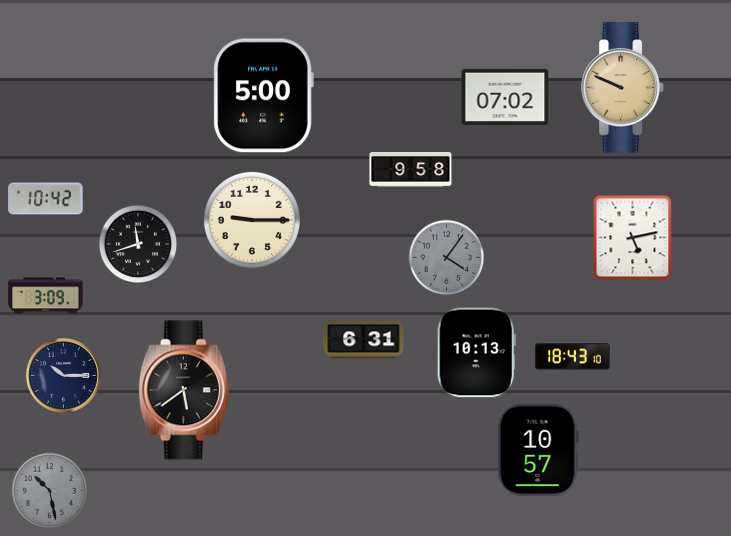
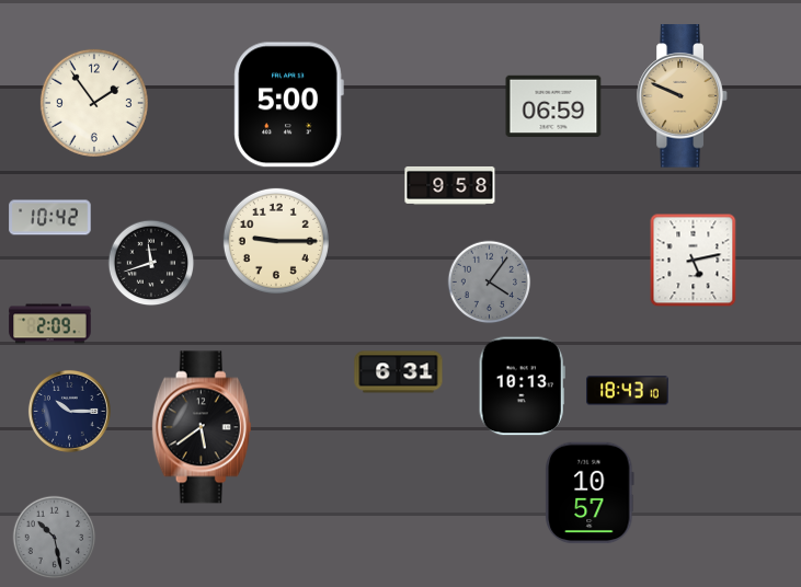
clock at (94, 103): none -> 1:54
clock at (505, 96): 07:02 -> 06:59
clock at (138, 244) position: (138, 244) -> (151, 263)
clock at (46, 296): 3:09 -> 2:09
